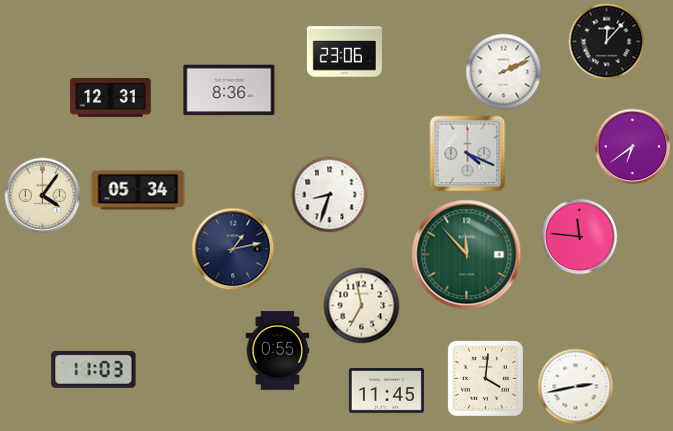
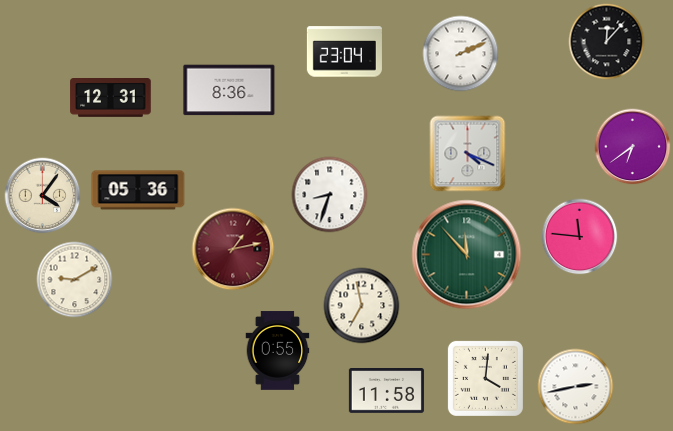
clock at (344, 52): 23:06 -> 23:04
clock at (504, 72) position: (504, 72) -> (461, 54)
clock at (138, 190): 05:34 -> 05:36
clock at (233, 249) dial: navy -> burgundy
clock at (75, 280): none -> 9:10
clock at (94, 369): 11:03 -> none
clock at (386, 391): 11:45 -> 11:58
